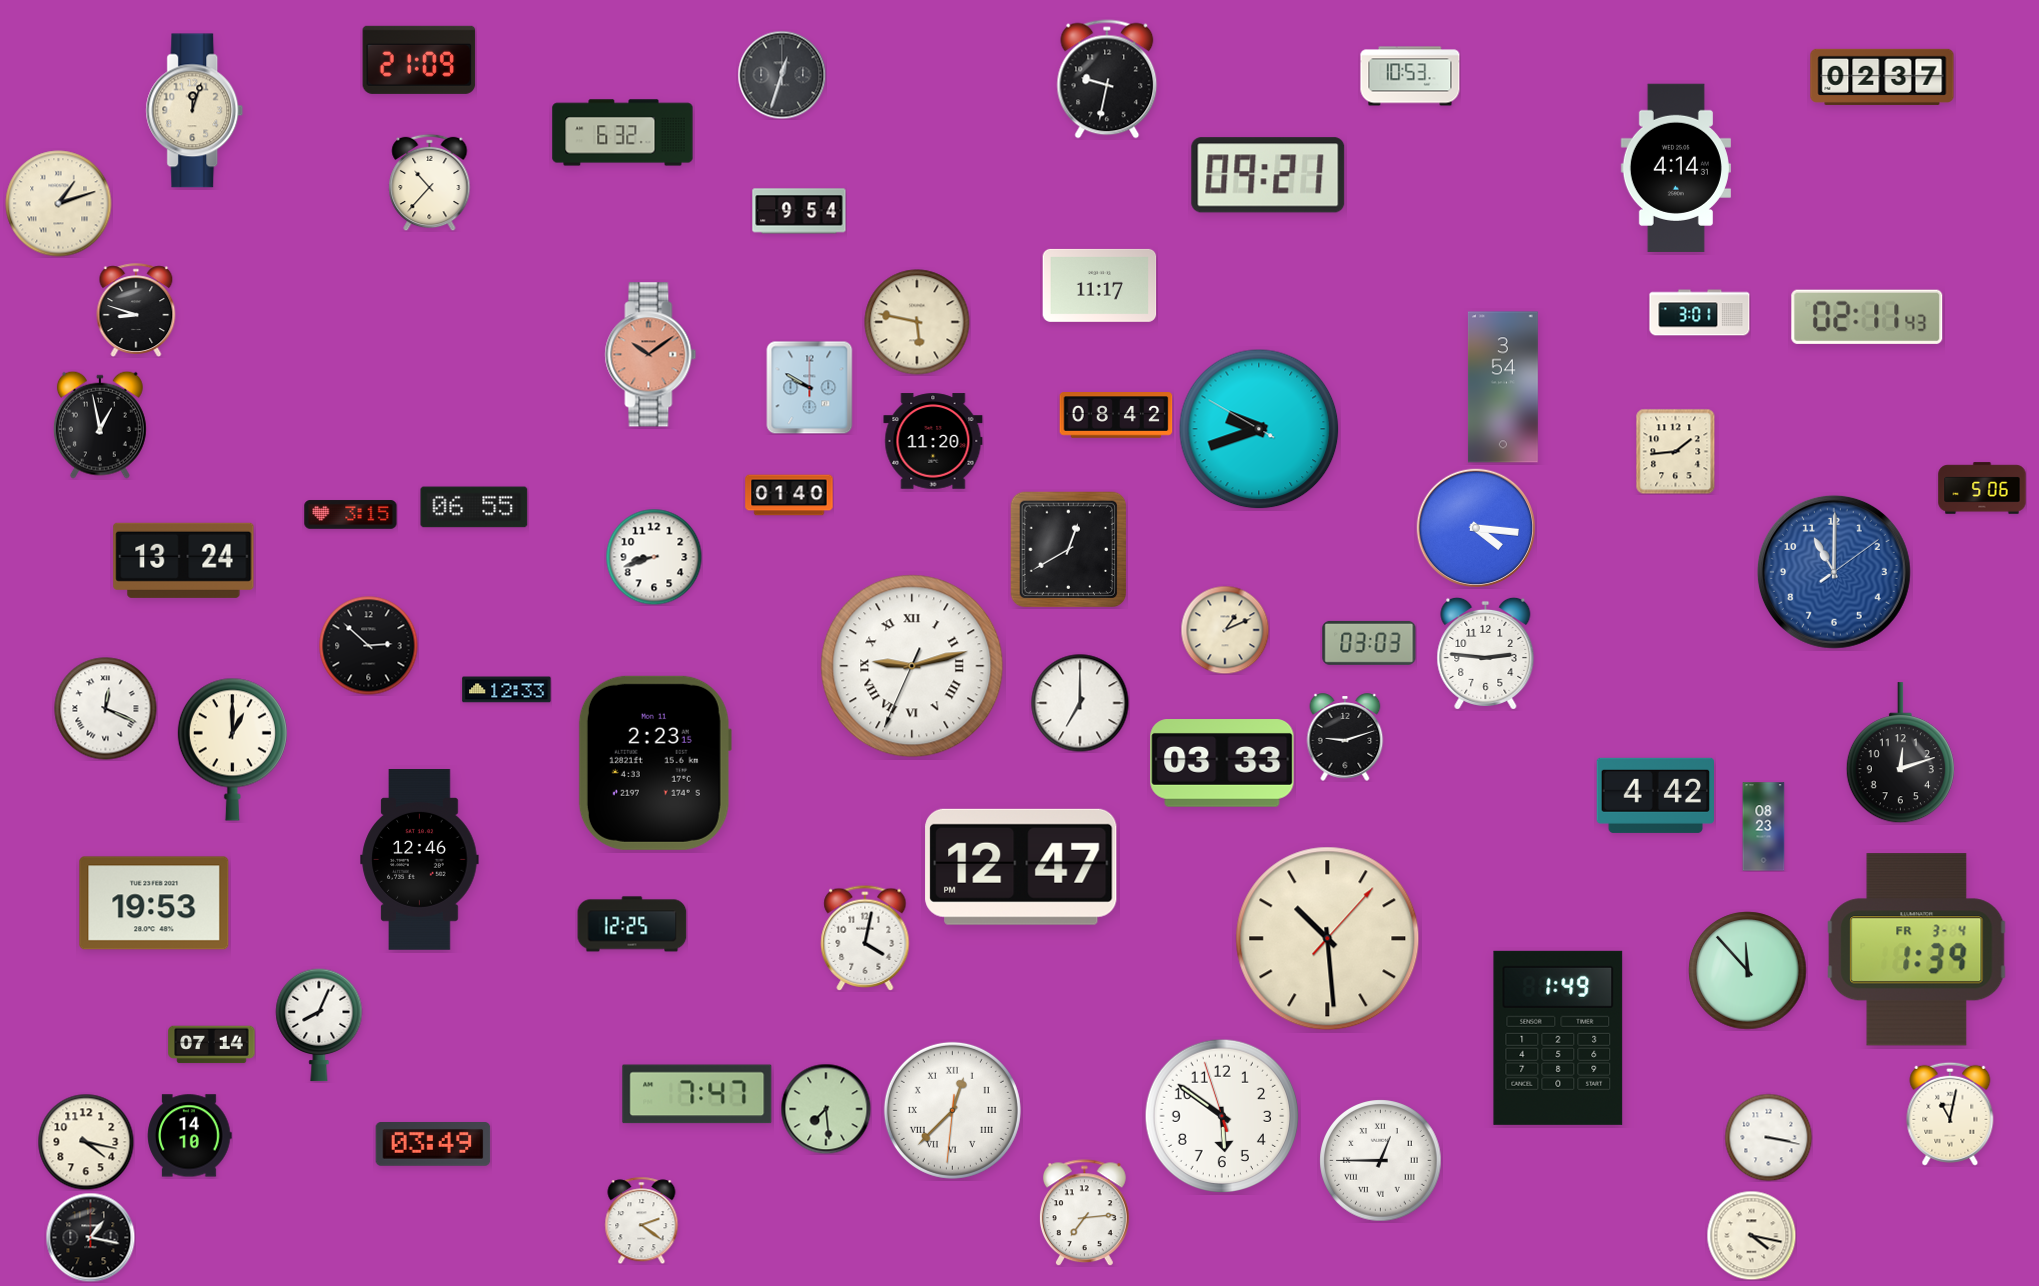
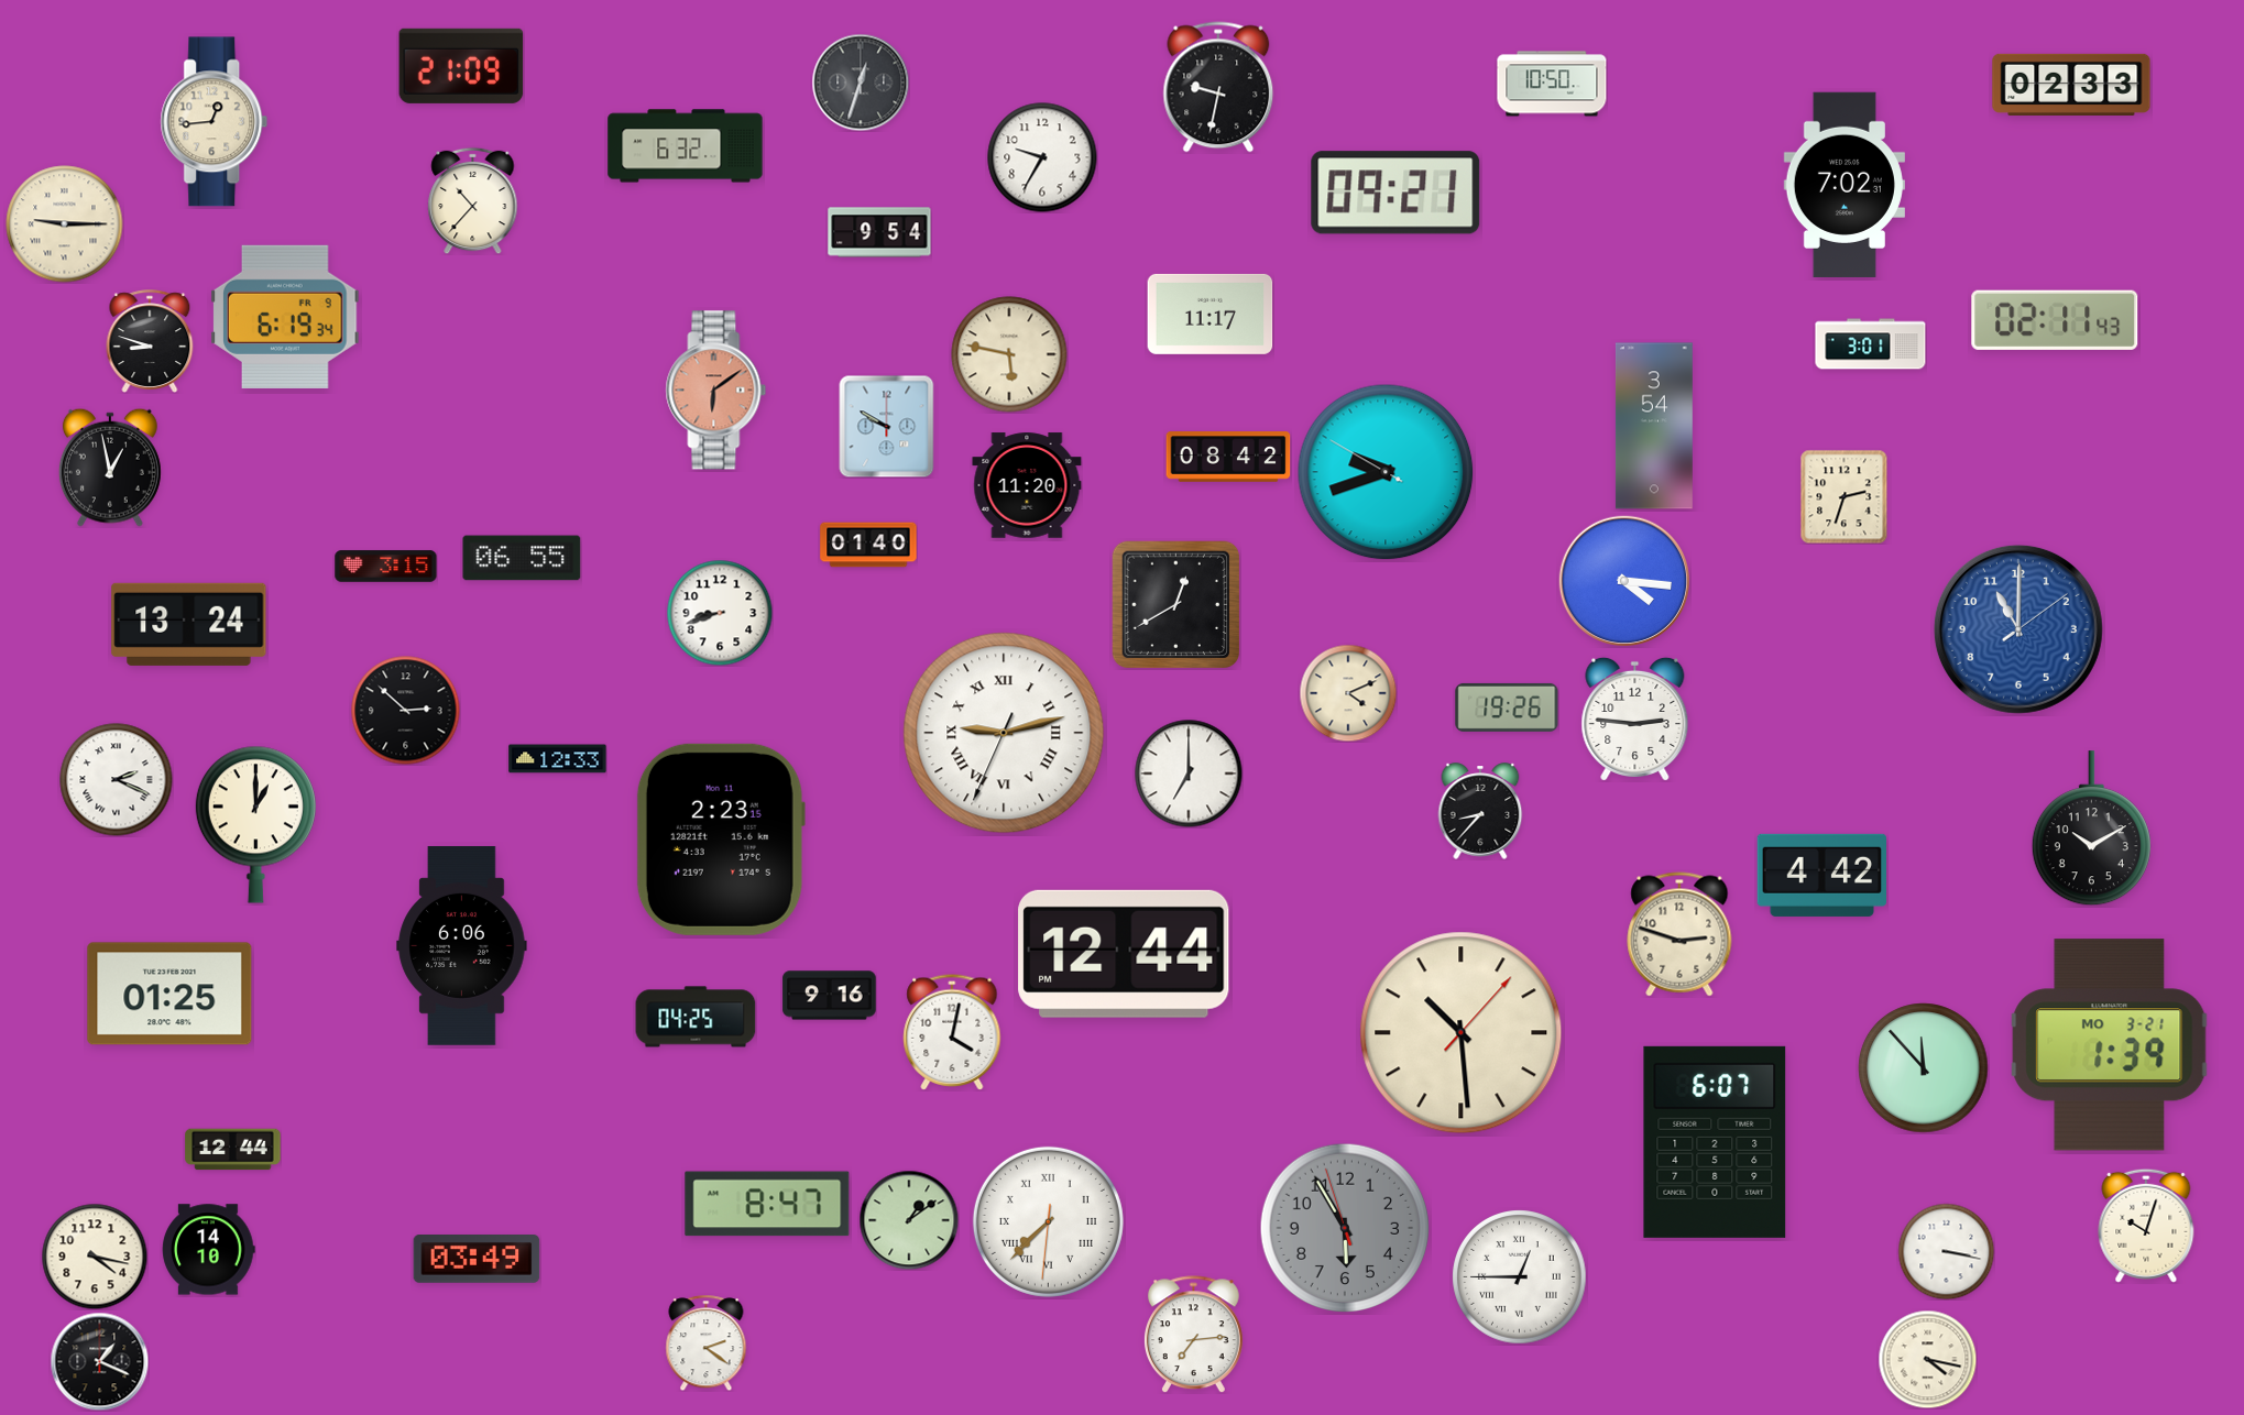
clock at (1410, 76): 10:53 -> 10:50
clock at (1882, 77): 02:37 -> 02:33
clock at (195, 111): 12:03 -> 12:44
clock at (1042, 157): none -> 9:35
clock at (1676, 168): 4:14 -> 7:02
clock at (59, 204): 1:12 -> 9:15
clock at (285, 317): none -> 6:19
clock at (1867, 317) position: (1867, 317) -> (2055, 320)
clock at (651, 355): 10:09 -> 6:09
clock at (810, 387) position: (810, 387) -> (887, 426)
clock at (1676, 451): 1:44 -> 2:33
clock at (1982, 488): 5:06 -> none
clock at (184, 560) position: (184, 560) -> (189, 624)
clock at (1225, 630): 1:11 -> 4:11
clock at (1369, 643): 03:03 -> 19:26
clock at (106, 709): 12:19 -> 2:19
clock at (1345, 737): 9:12 -> 8:37
clock at (1900, 753): 12:12 -> 10:10
clock at (1222, 763): 03:33 -> none
clock at (1764, 827): 08:23 -> none
clock at (1679, 934): none -> 2:48
clock at (420, 860): 12:46 -> 6:06
clock at (1021, 867): 12:47 -> 12:44
clock at (154, 903): 19:53 -> 01:25
clock at (830, 996): none -> 9:16
clock at (632, 924): 12:25 -> 04:25
clock at (1917, 950) date: FR 3-4 -> MO 3-21
clock at (319, 1025): 8:04 -> none
clock at (1558, 1038): 1:49 -> 6:07
clock at (212, 1045): 07:14 -> 12:44
clock at (697, 1094): 7:47 -> 8:47
clock at (826, 1109): 7:29 -> 1:09
clock at (952, 1110): 12:37 -> 7:37
clock at (1950, 1114): 11:02 -> 10:03
clock at (1222, 1116): 5:50 -> 5:54
clock at (1222, 1116) dial: white -> grey
clock at (90, 1237): 1:17 -> 1:19
